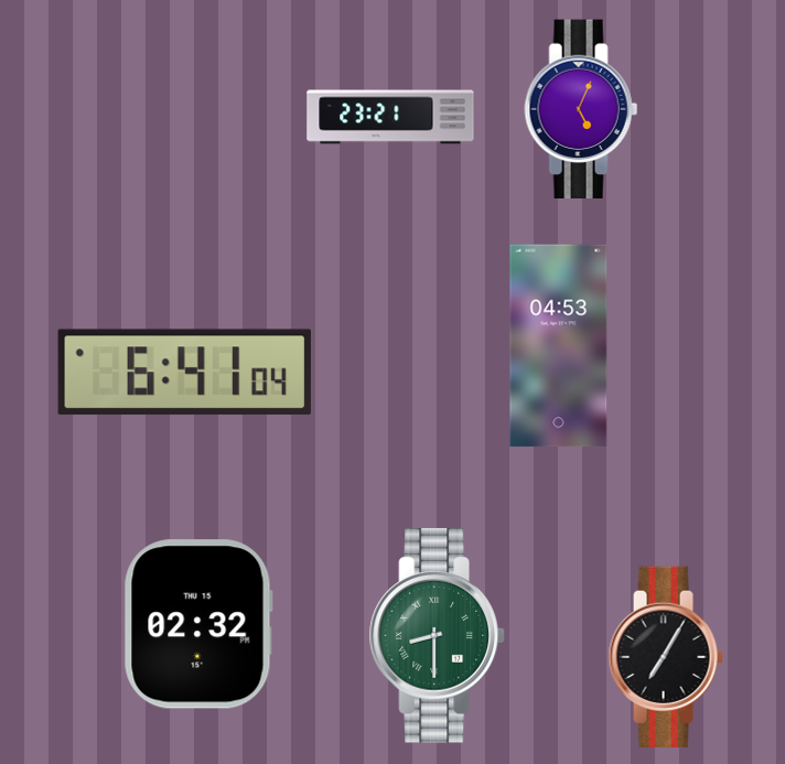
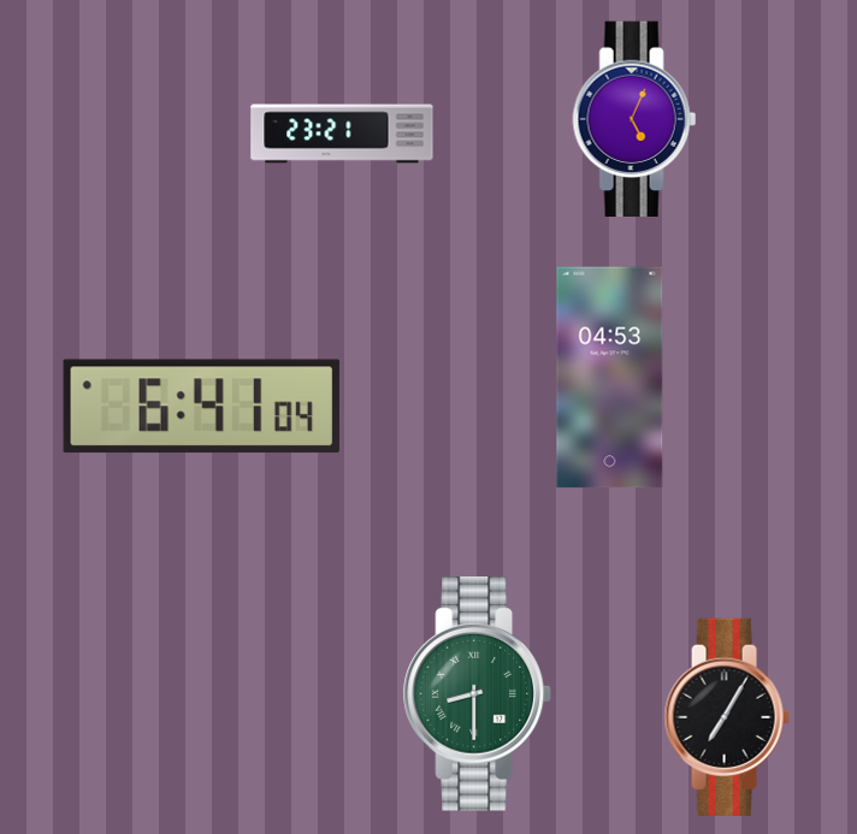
clock at (390, 117) position: (390, 117) -> (342, 134)
clock at (198, 624): 02:32 -> none
